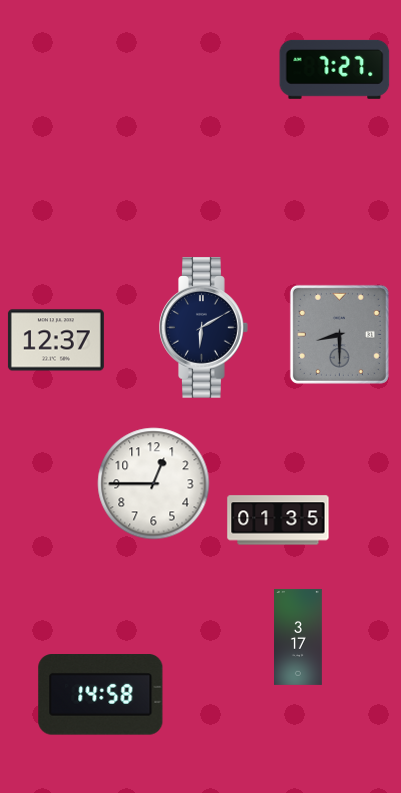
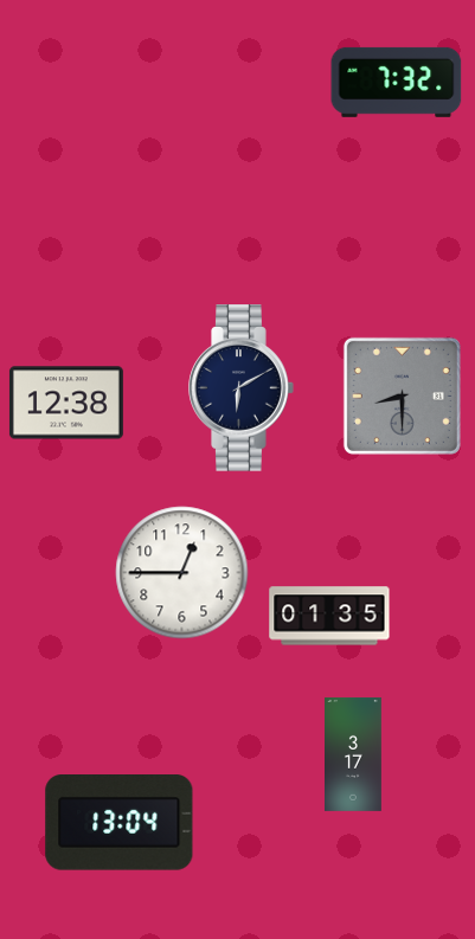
clock at (335, 69): 7:27 -> 7:32
clock at (56, 340): 12:37 -> 12:38
clock at (101, 695): 14:58 -> 13:04
